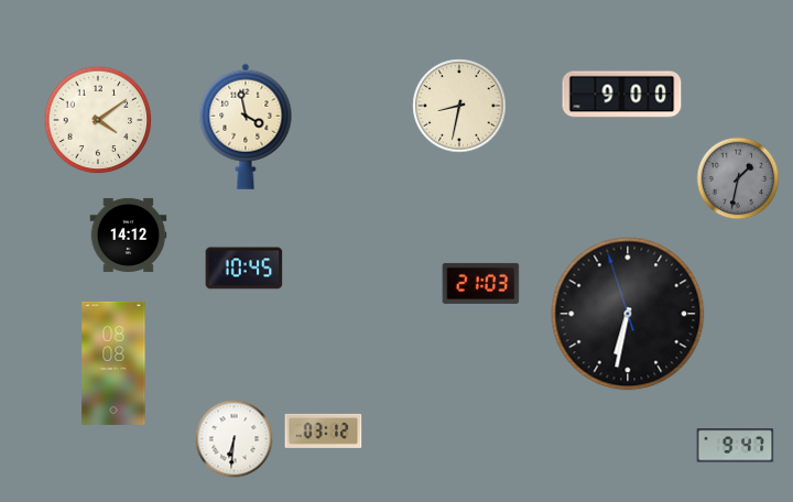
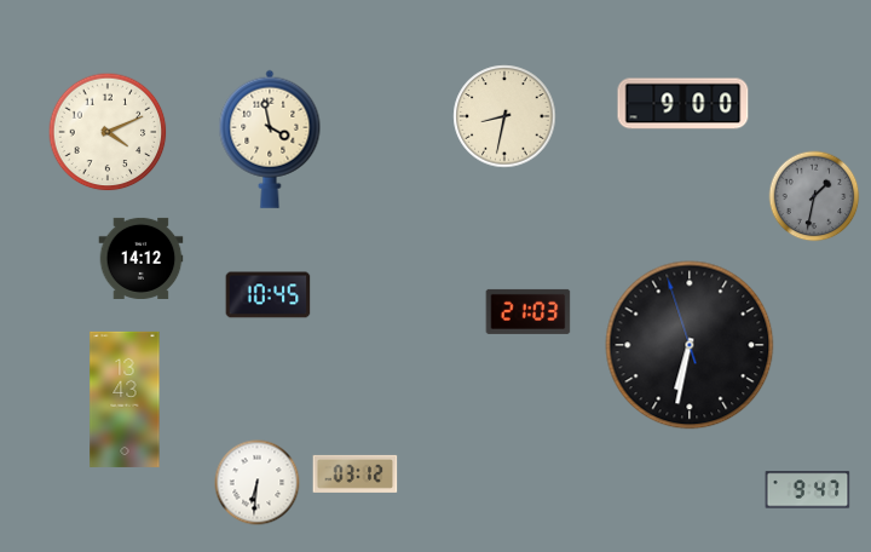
clock at (98, 120): 4:09 -> 4:11
clock at (738, 178) position: (738, 178) -> (814, 196)
clock at (113, 363): 08:08 -> 13:43
